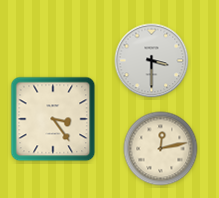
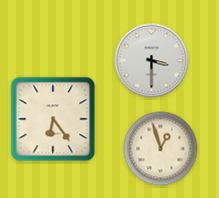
clock at (53, 119): 3:24 -> 6:24
clock at (161, 149): 12:13 -> 12:57
